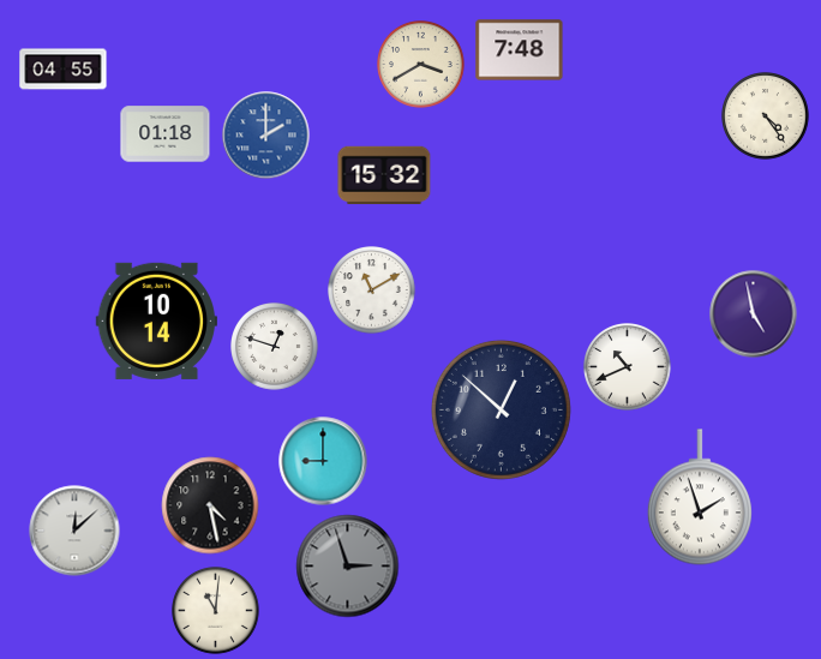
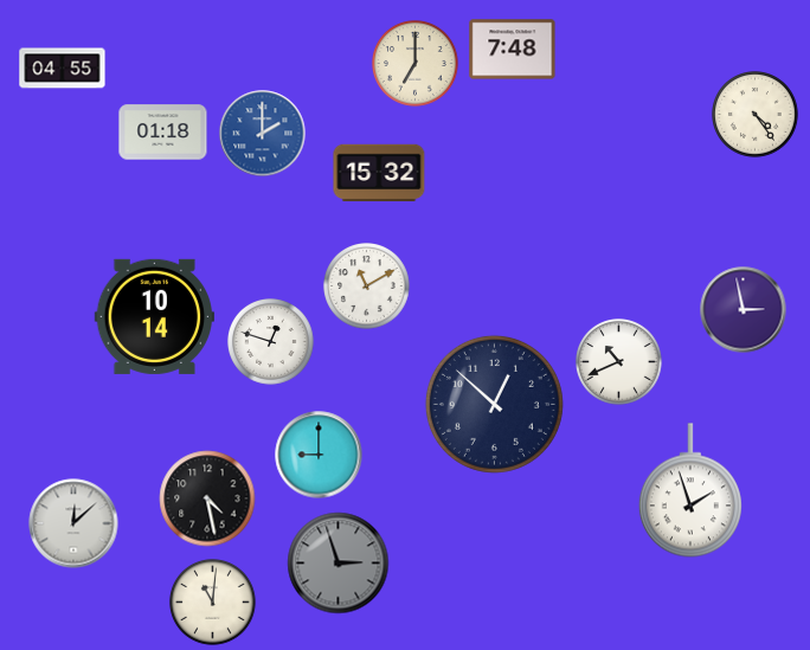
clock at (421, 65): 3:40 -> 7:00
clock at (754, 314): 4:58 -> 2:58
clock at (348, 567) position: (348, 567) -> (339, 564)
